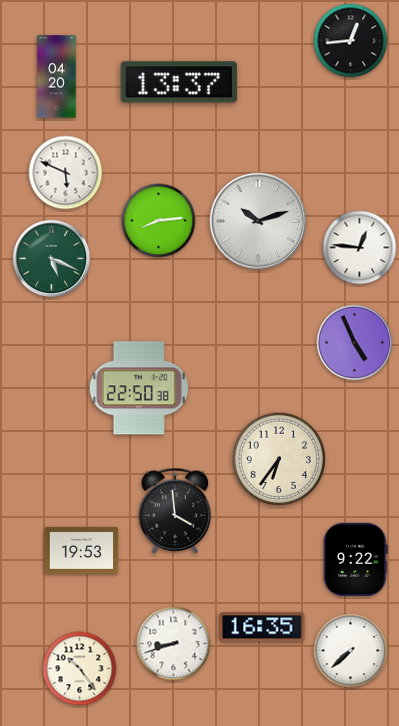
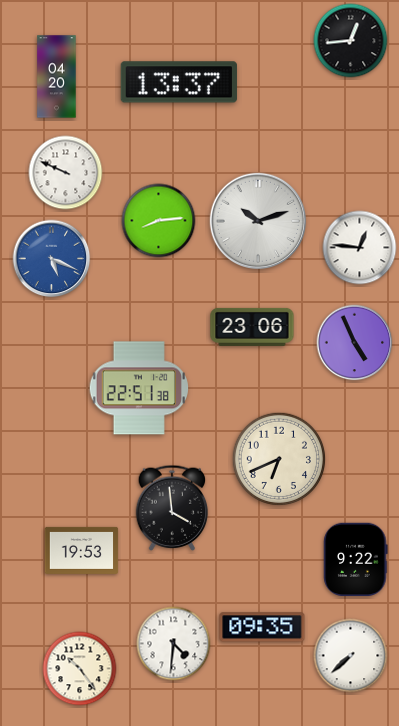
clock at (66, 173): 5:49 -> 9:49
clock at (52, 259) dial: green -> blue
clock at (252, 327): none -> 23:06
clock at (139, 388): 22:50 -> 22:51
clock at (278, 458): 6:36 -> 6:41
clock at (175, 511) position: (175, 511) -> (172, 508)
clock at (262, 627): 16:35 -> 09:35
clock at (174, 644): 8:42 -> 4:31
clock at (351, 651) position: (351, 651) -> (351, 656)
